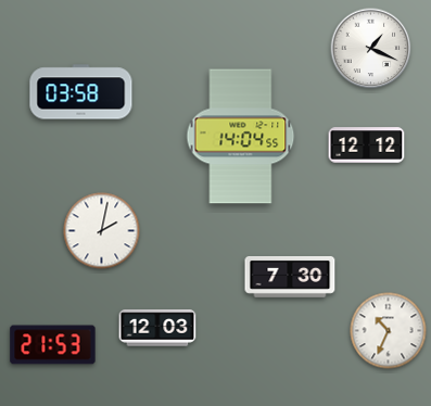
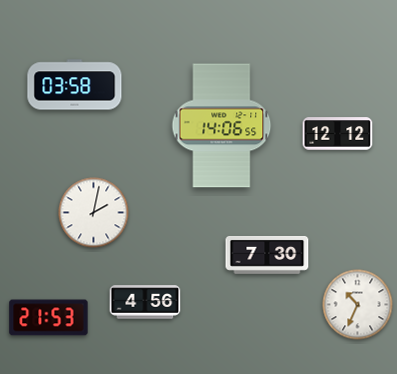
clock at (371, 49): 1:19 -> none
clock at (241, 137): 14:04 -> 14:06
clock at (157, 328): 12:03 -> 4:56
